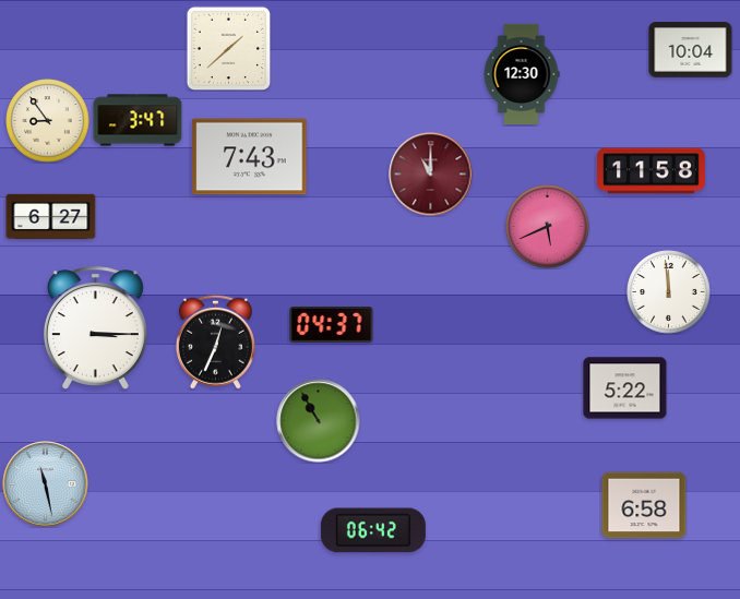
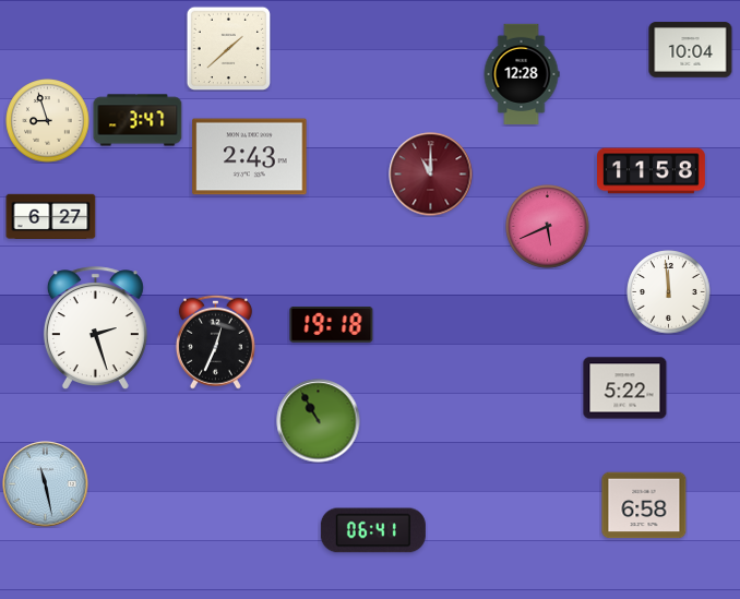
clock at (522, 73): 12:30 -> 12:28
clock at (48, 121): 8:54 -> 8:57
clock at (250, 157): 7:43 -> 2:43
clock at (332, 324): 04:37 -> 19:18
clock at (95, 327): 3:15 -> 2:27
clock at (373, 530): 06:42 -> 06:41
